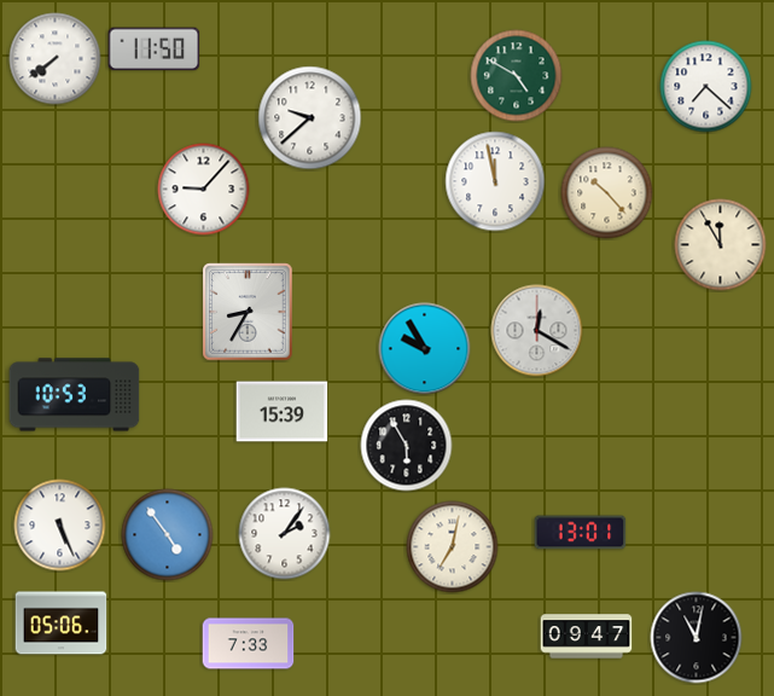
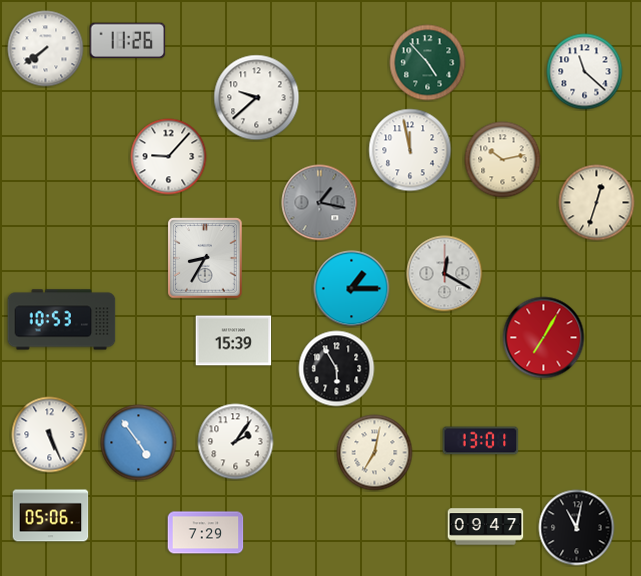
clock at (155, 50): 11:50 -> 11:26
clock at (517, 76): 4:50 -> 4:53
clock at (706, 87): 7:22 -> 11:22
clock at (607, 193): 10:23 -> 10:13
clock at (320, 203): none -> 1:17
clock at (721, 245): 11:55 -> 12:33
clock at (425, 349): 9:55 -> 1:15
clock at (75, 395) position: (75, 395) -> (62, 320)
clock at (544, 338): none -> 7:05
clock at (249, 644): 7:33 -> 7:29
